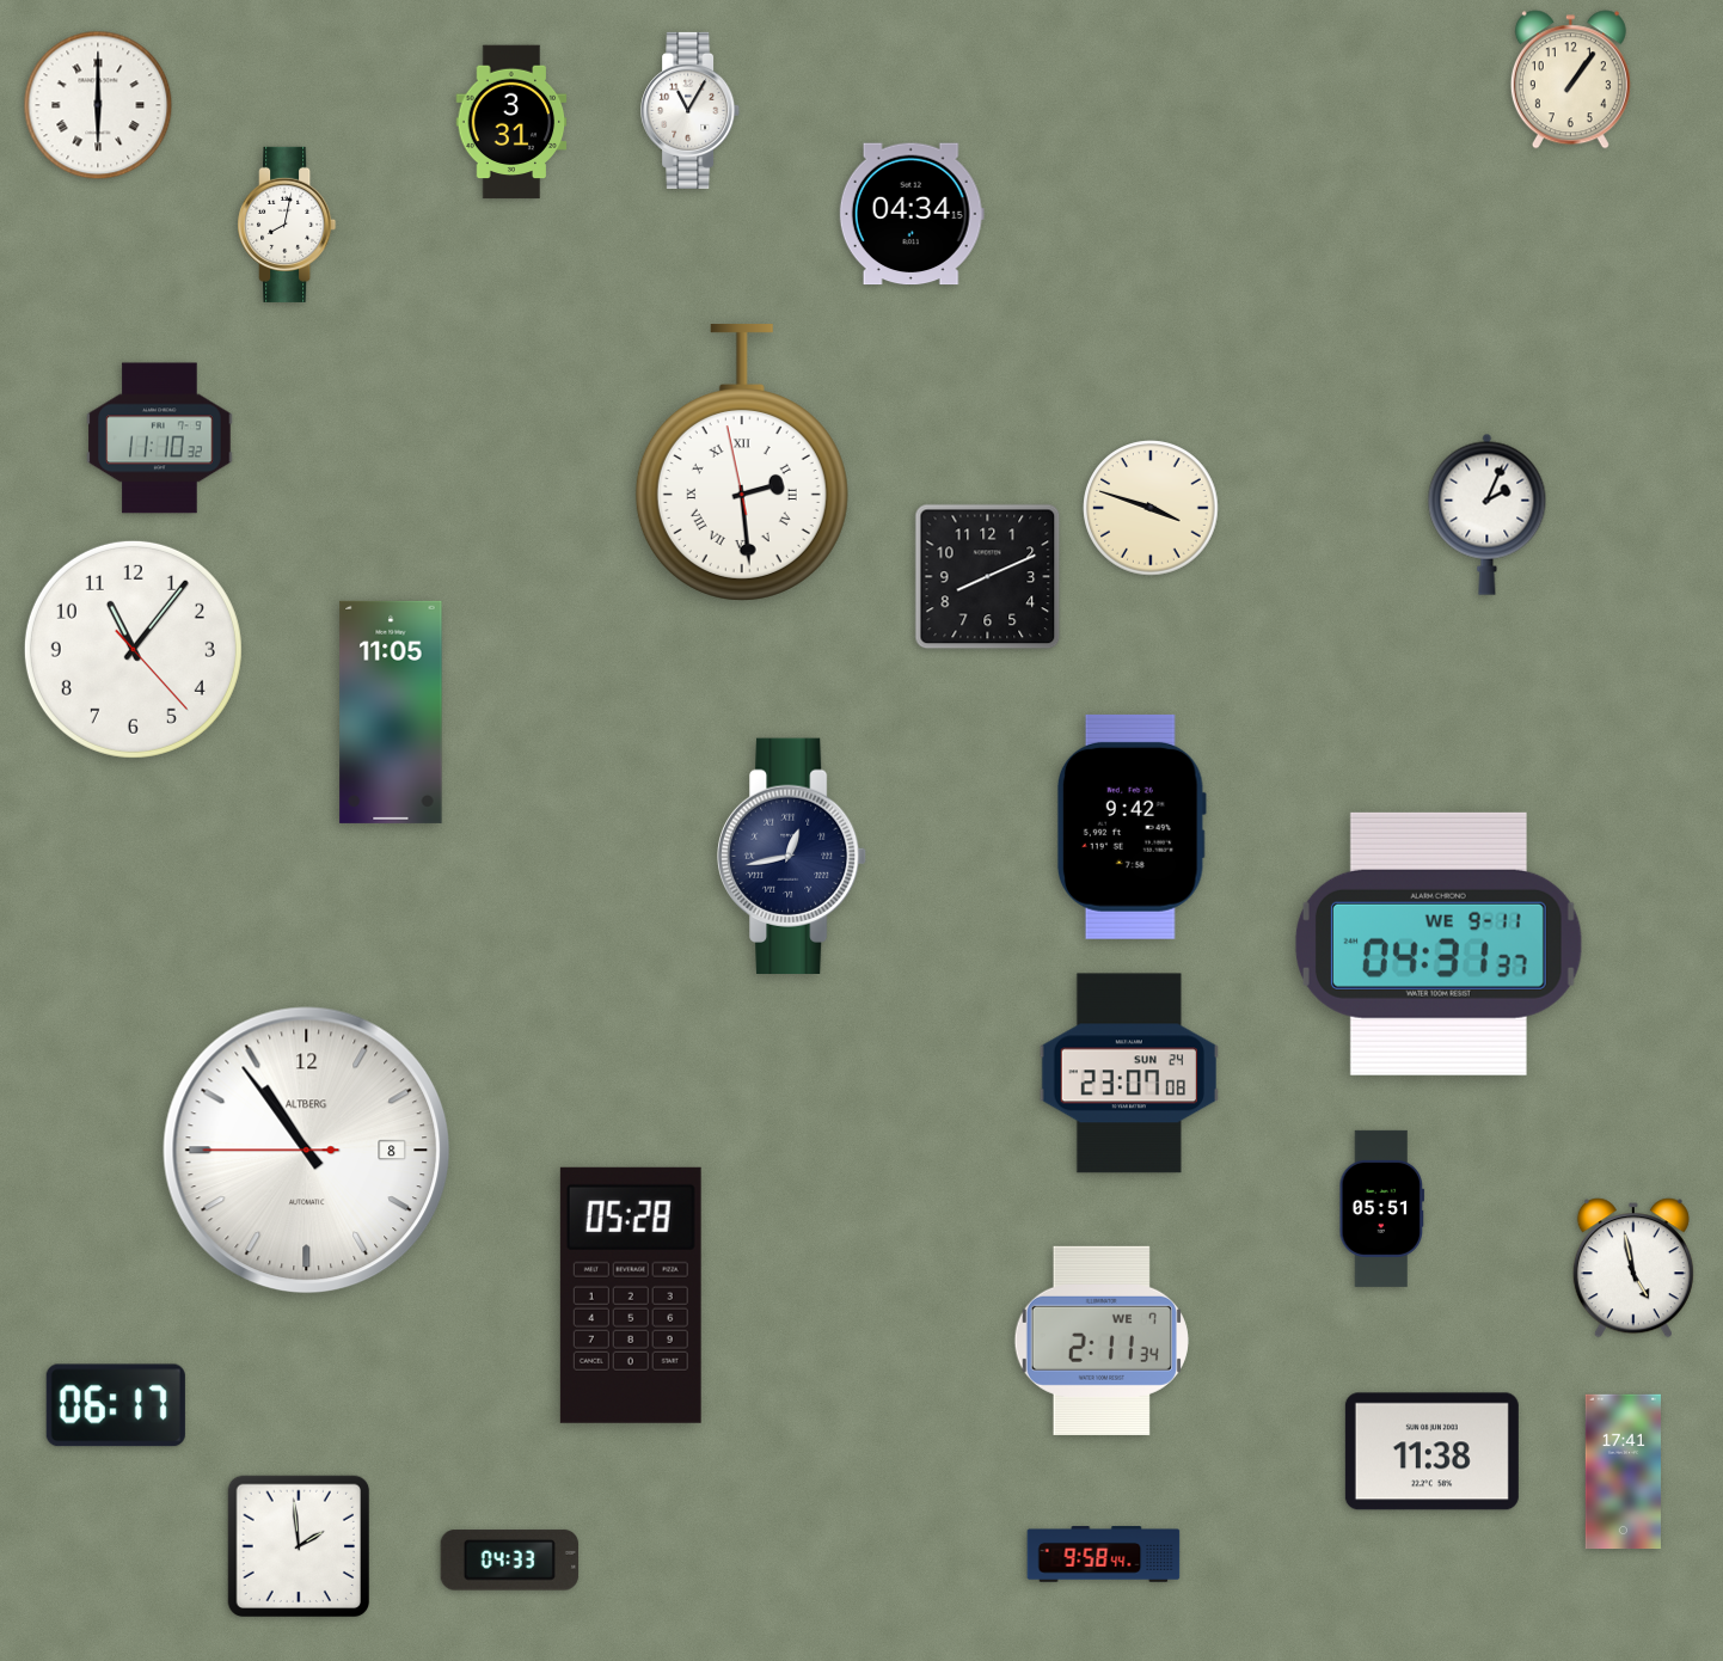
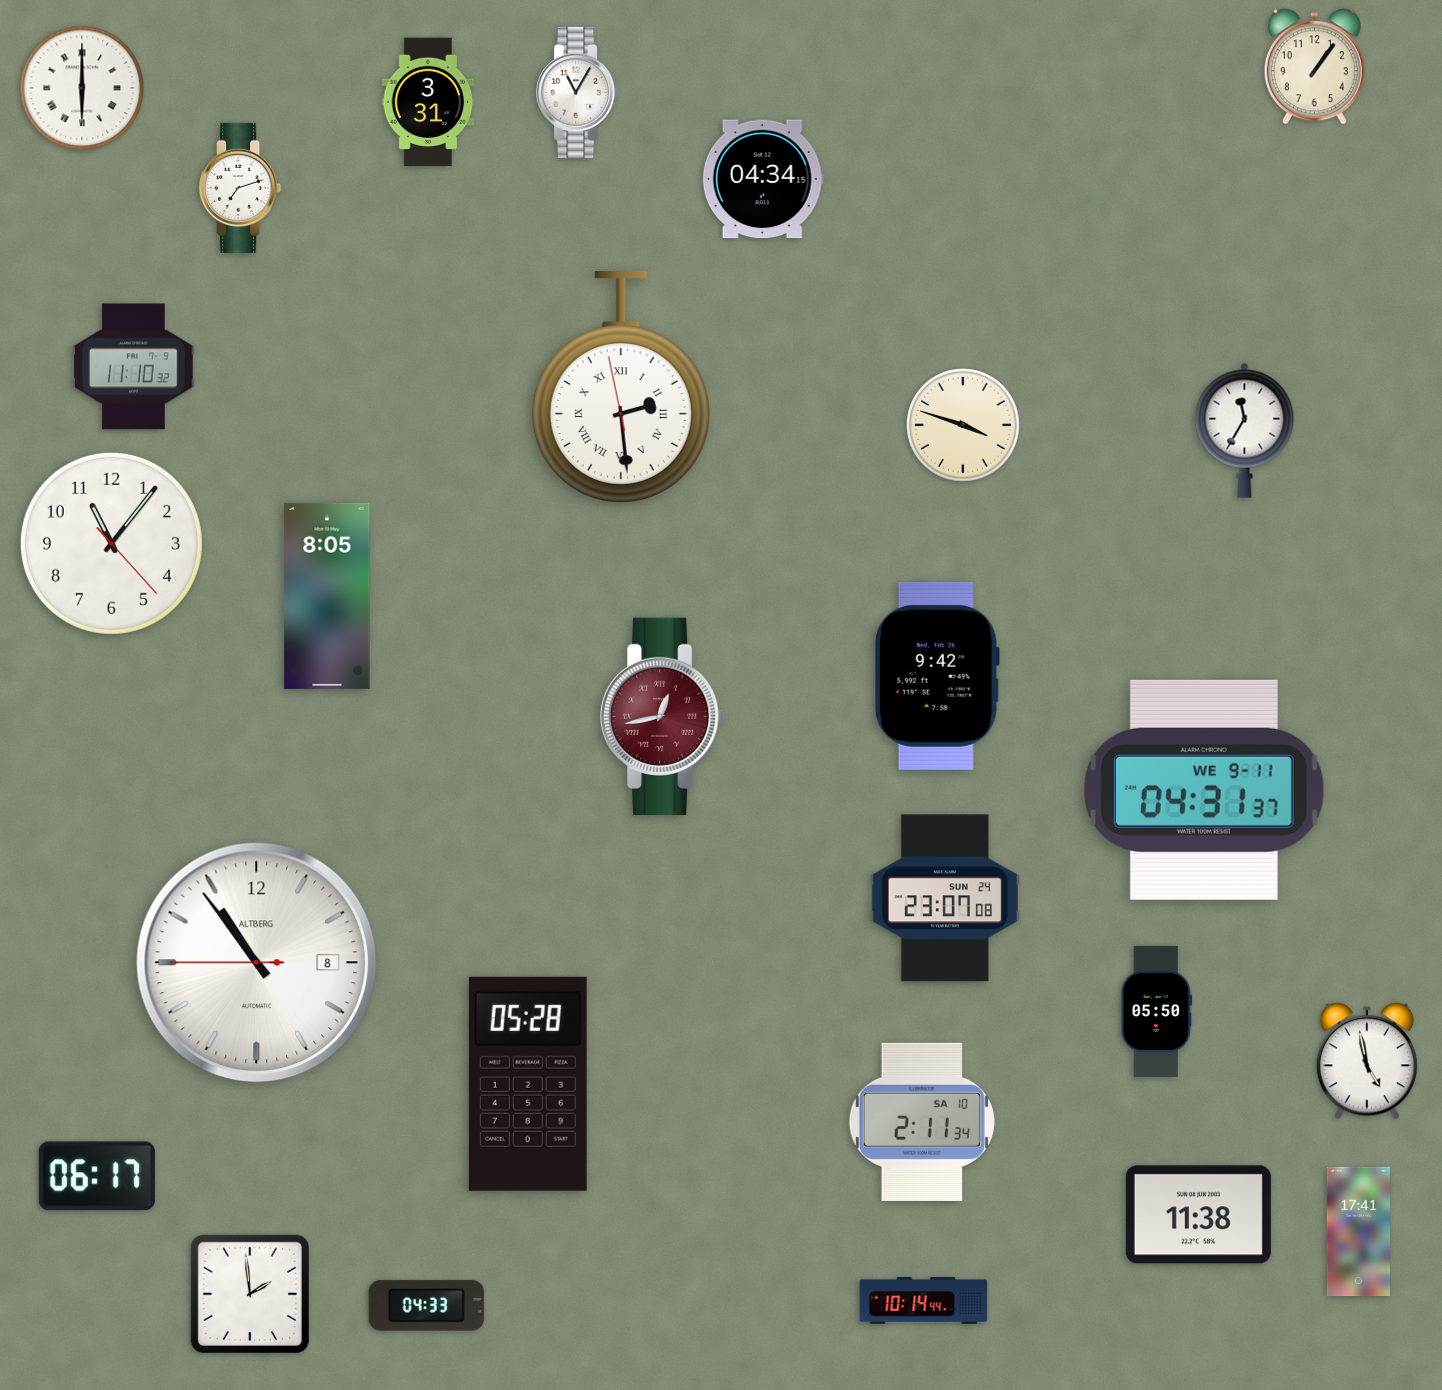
clock at (287, 225): 8:02 -> 7:12
clock at (1488, 514): 2:04 -> 11:35
clock at (988, 577): 8:11 -> none
clock at (391, 712): 11:05 -> 8:05
clock at (1132, 827) position: (1132, 827) -> (937, 676)
clock at (793, 856) dial: navy -> burgundy
clock at (1382, 1208): 05:51 -> 05:50
clock at (1102, 1341) date: WE 7 -> SA 10
clock at (1104, 1555): 9:58 -> 10:14
